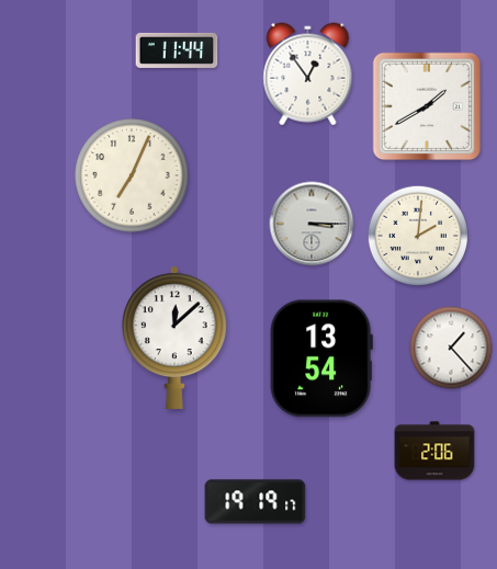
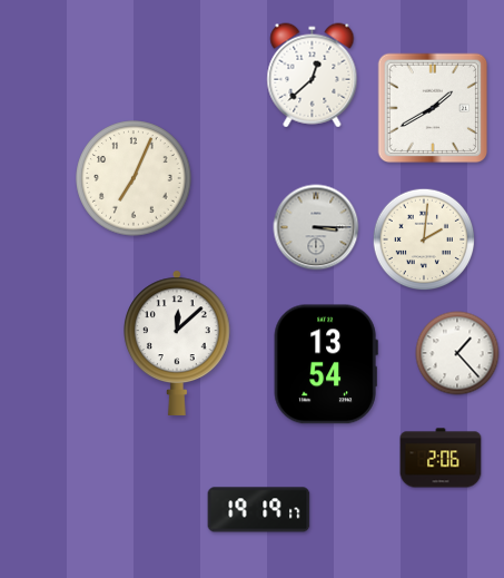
clock at (177, 50): 11:44 -> none
clock at (308, 75): 12:54 -> 12:38
